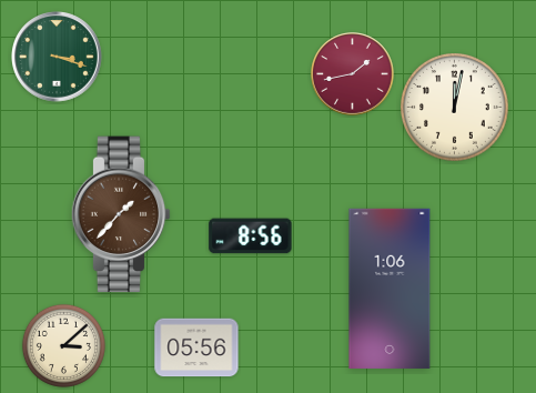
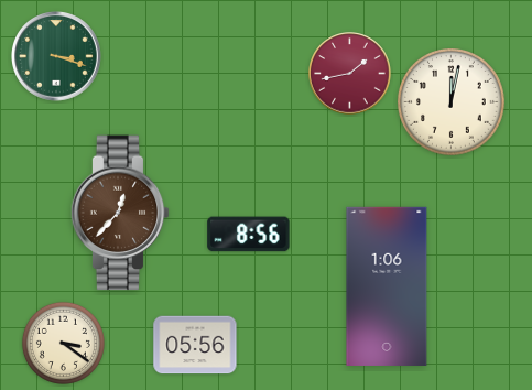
clock at (455, 108) position: (455, 108) -> (452, 102)
clock at (121, 214): 1:37 -> 12:37
clock at (63, 345): 3:08 -> 3:21
